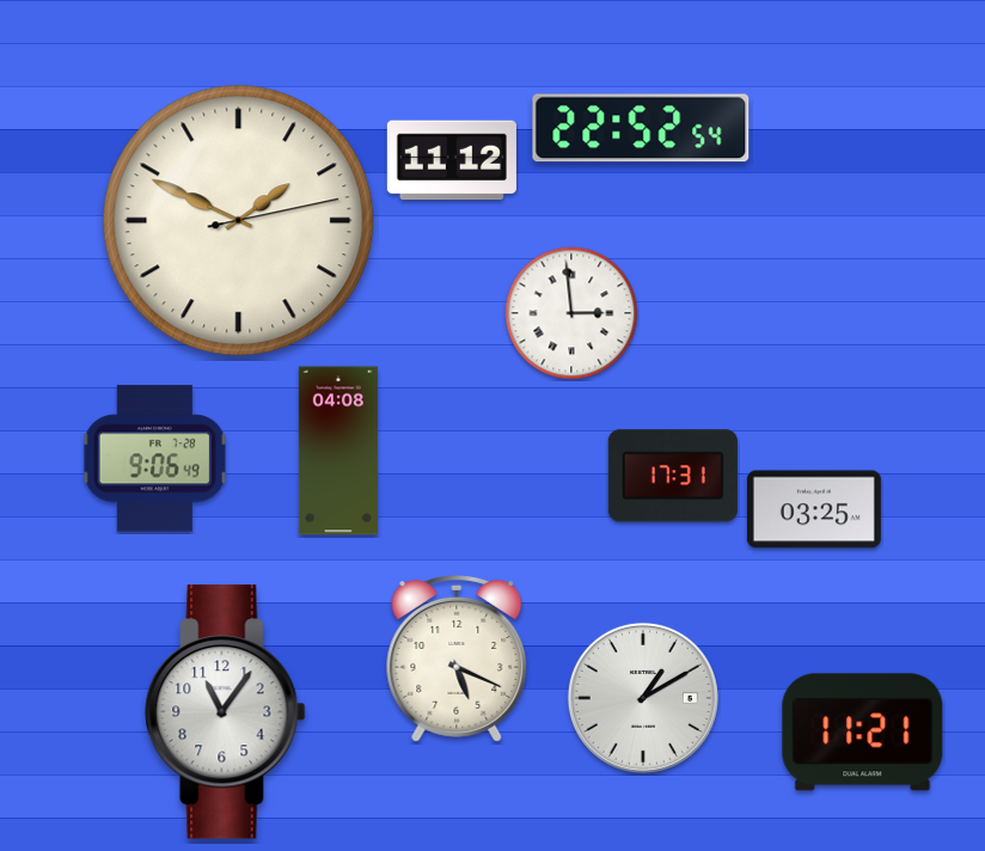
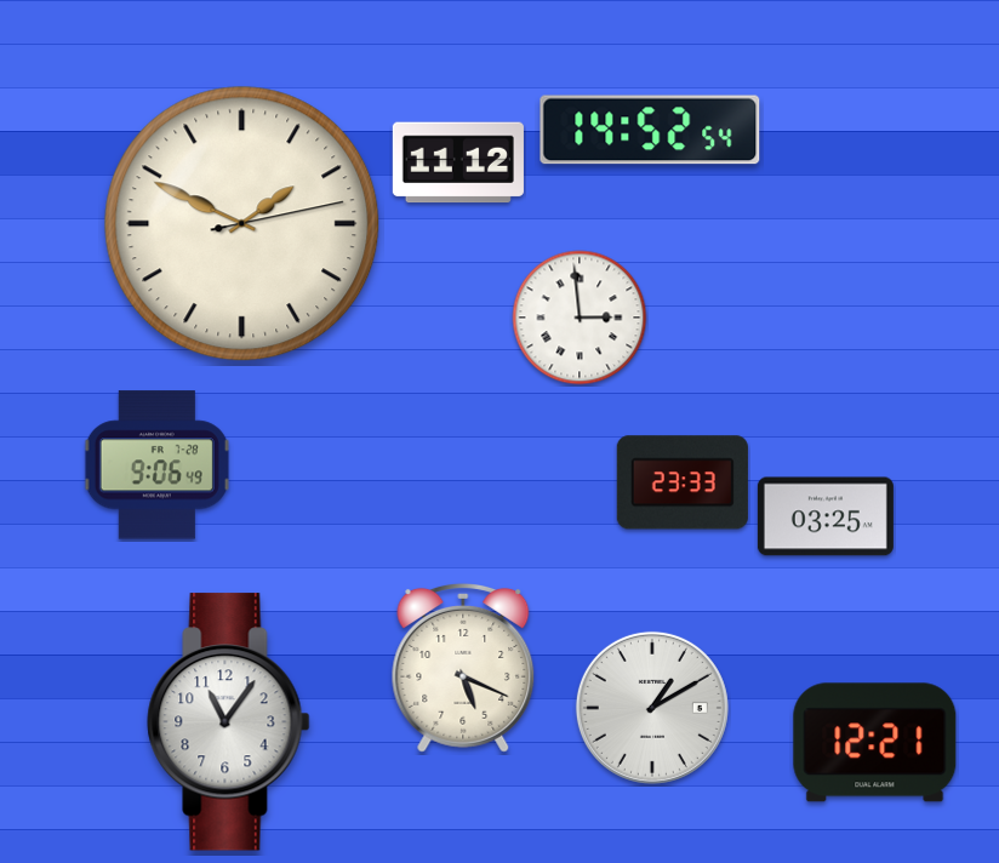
clock at (641, 128): 22:52 -> 14:52
clock at (338, 451): 04:08 -> none
clock at (673, 476): 17:31 -> 23:33
clock at (863, 733): 11:21 -> 12:21
